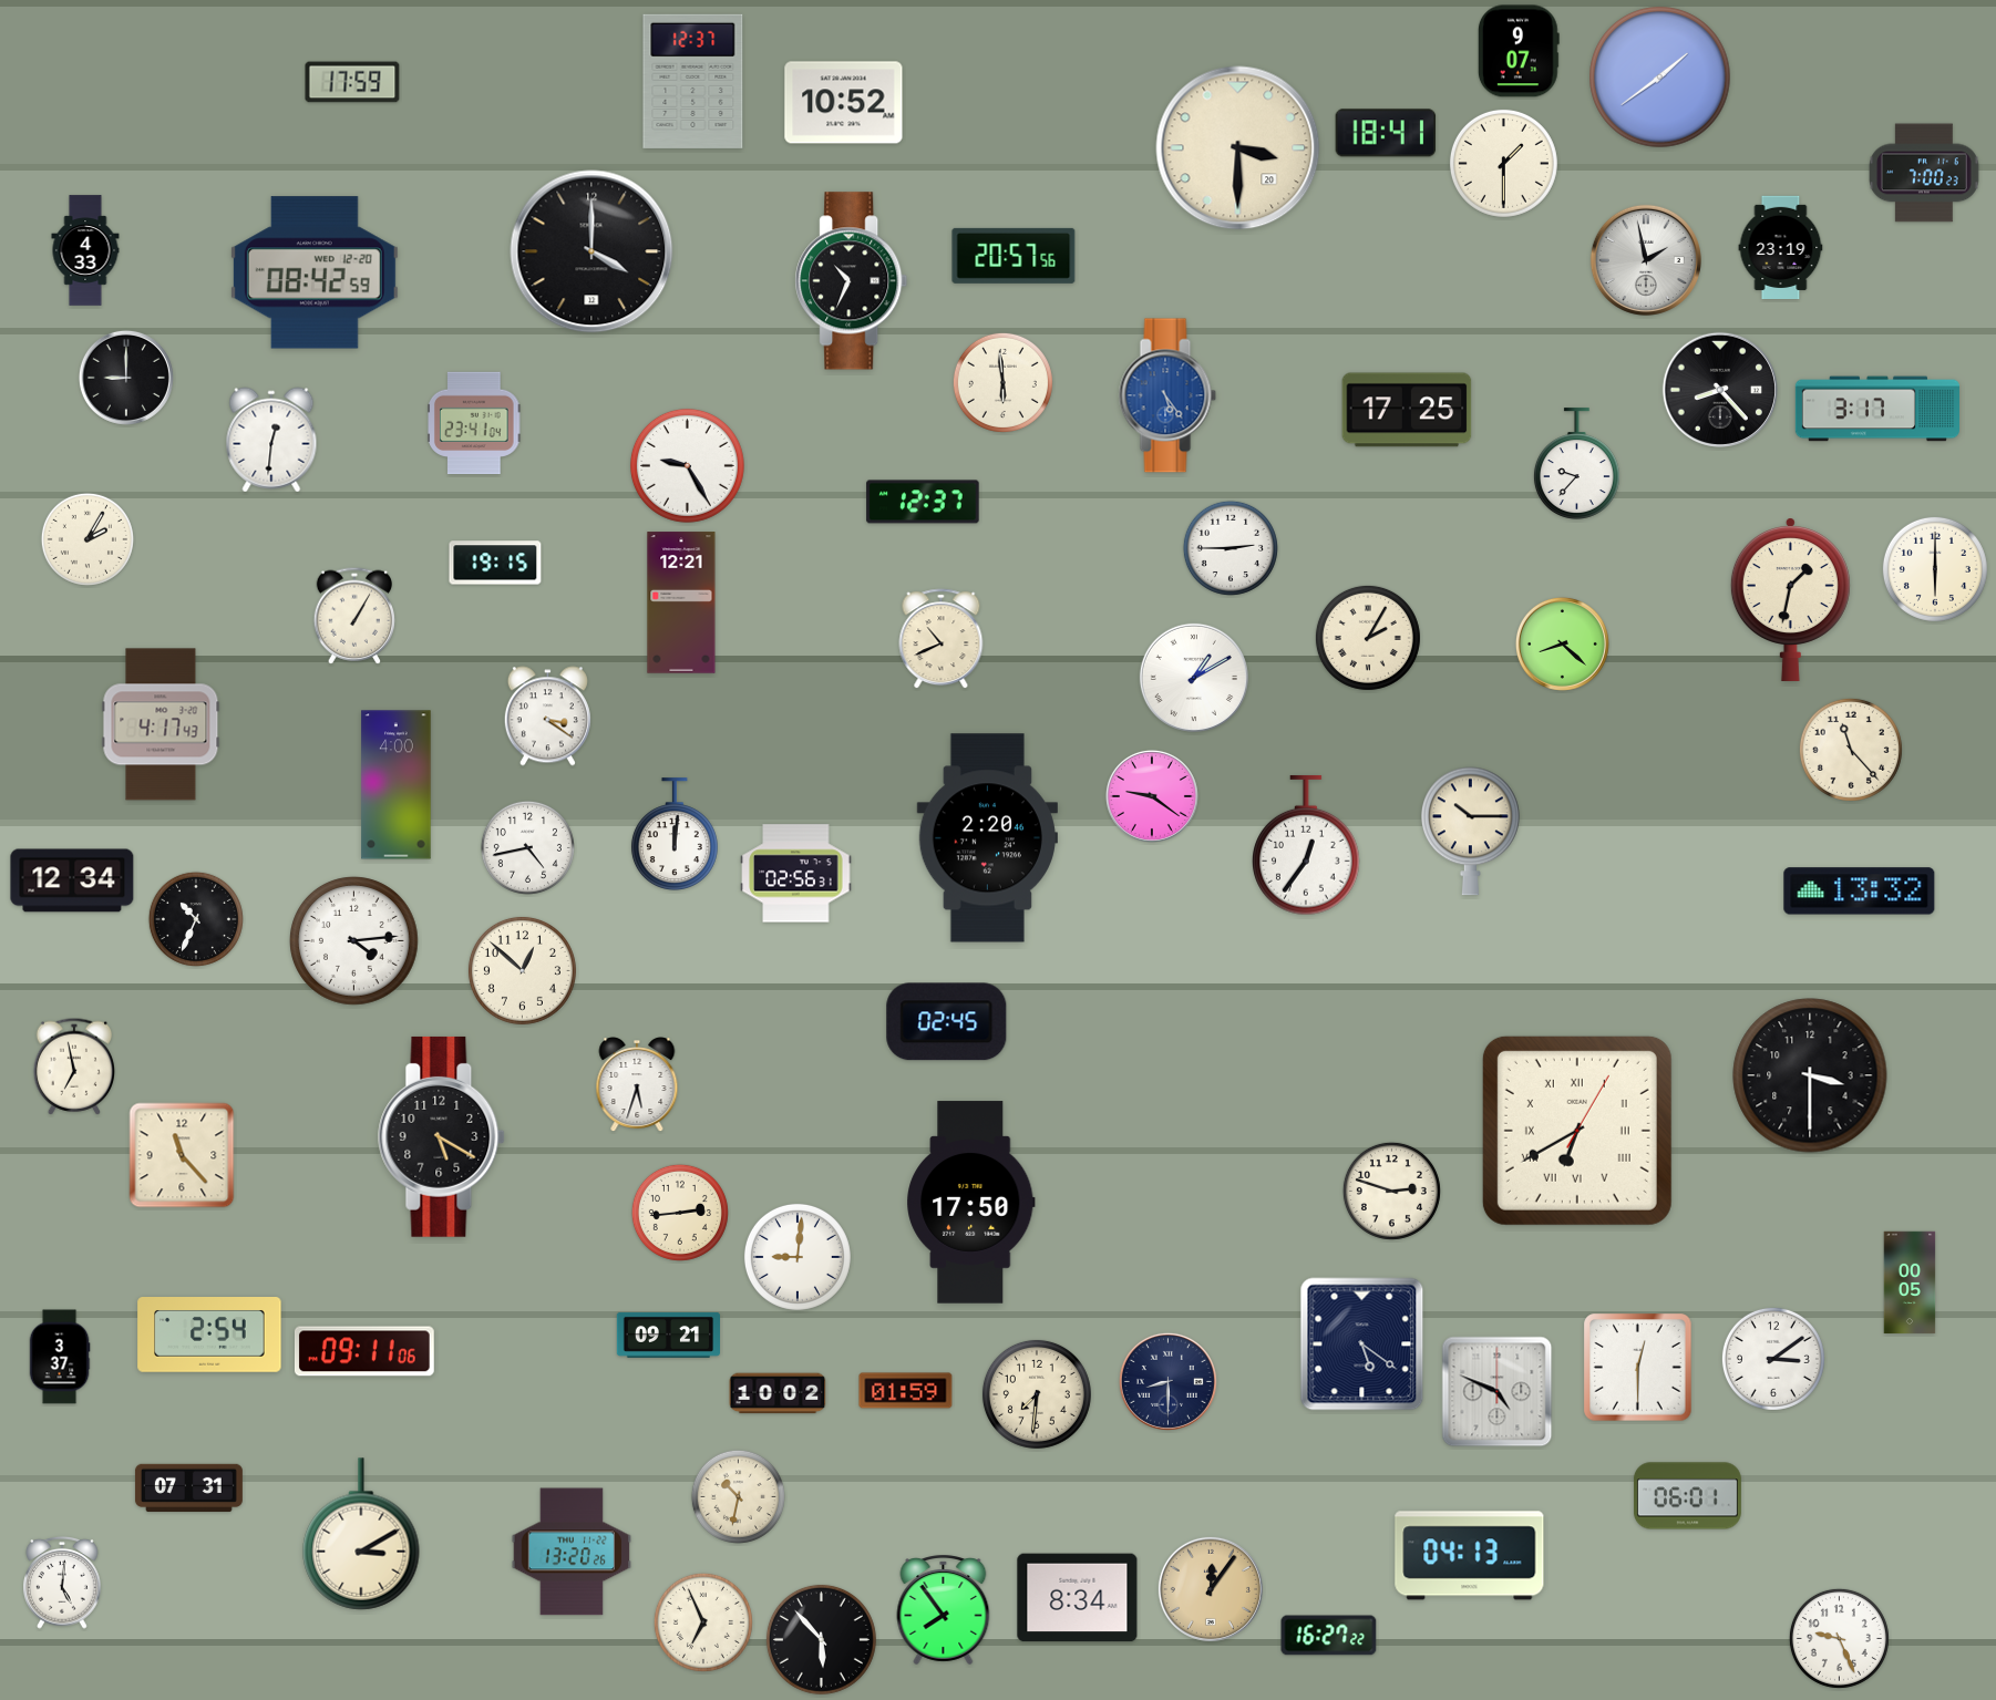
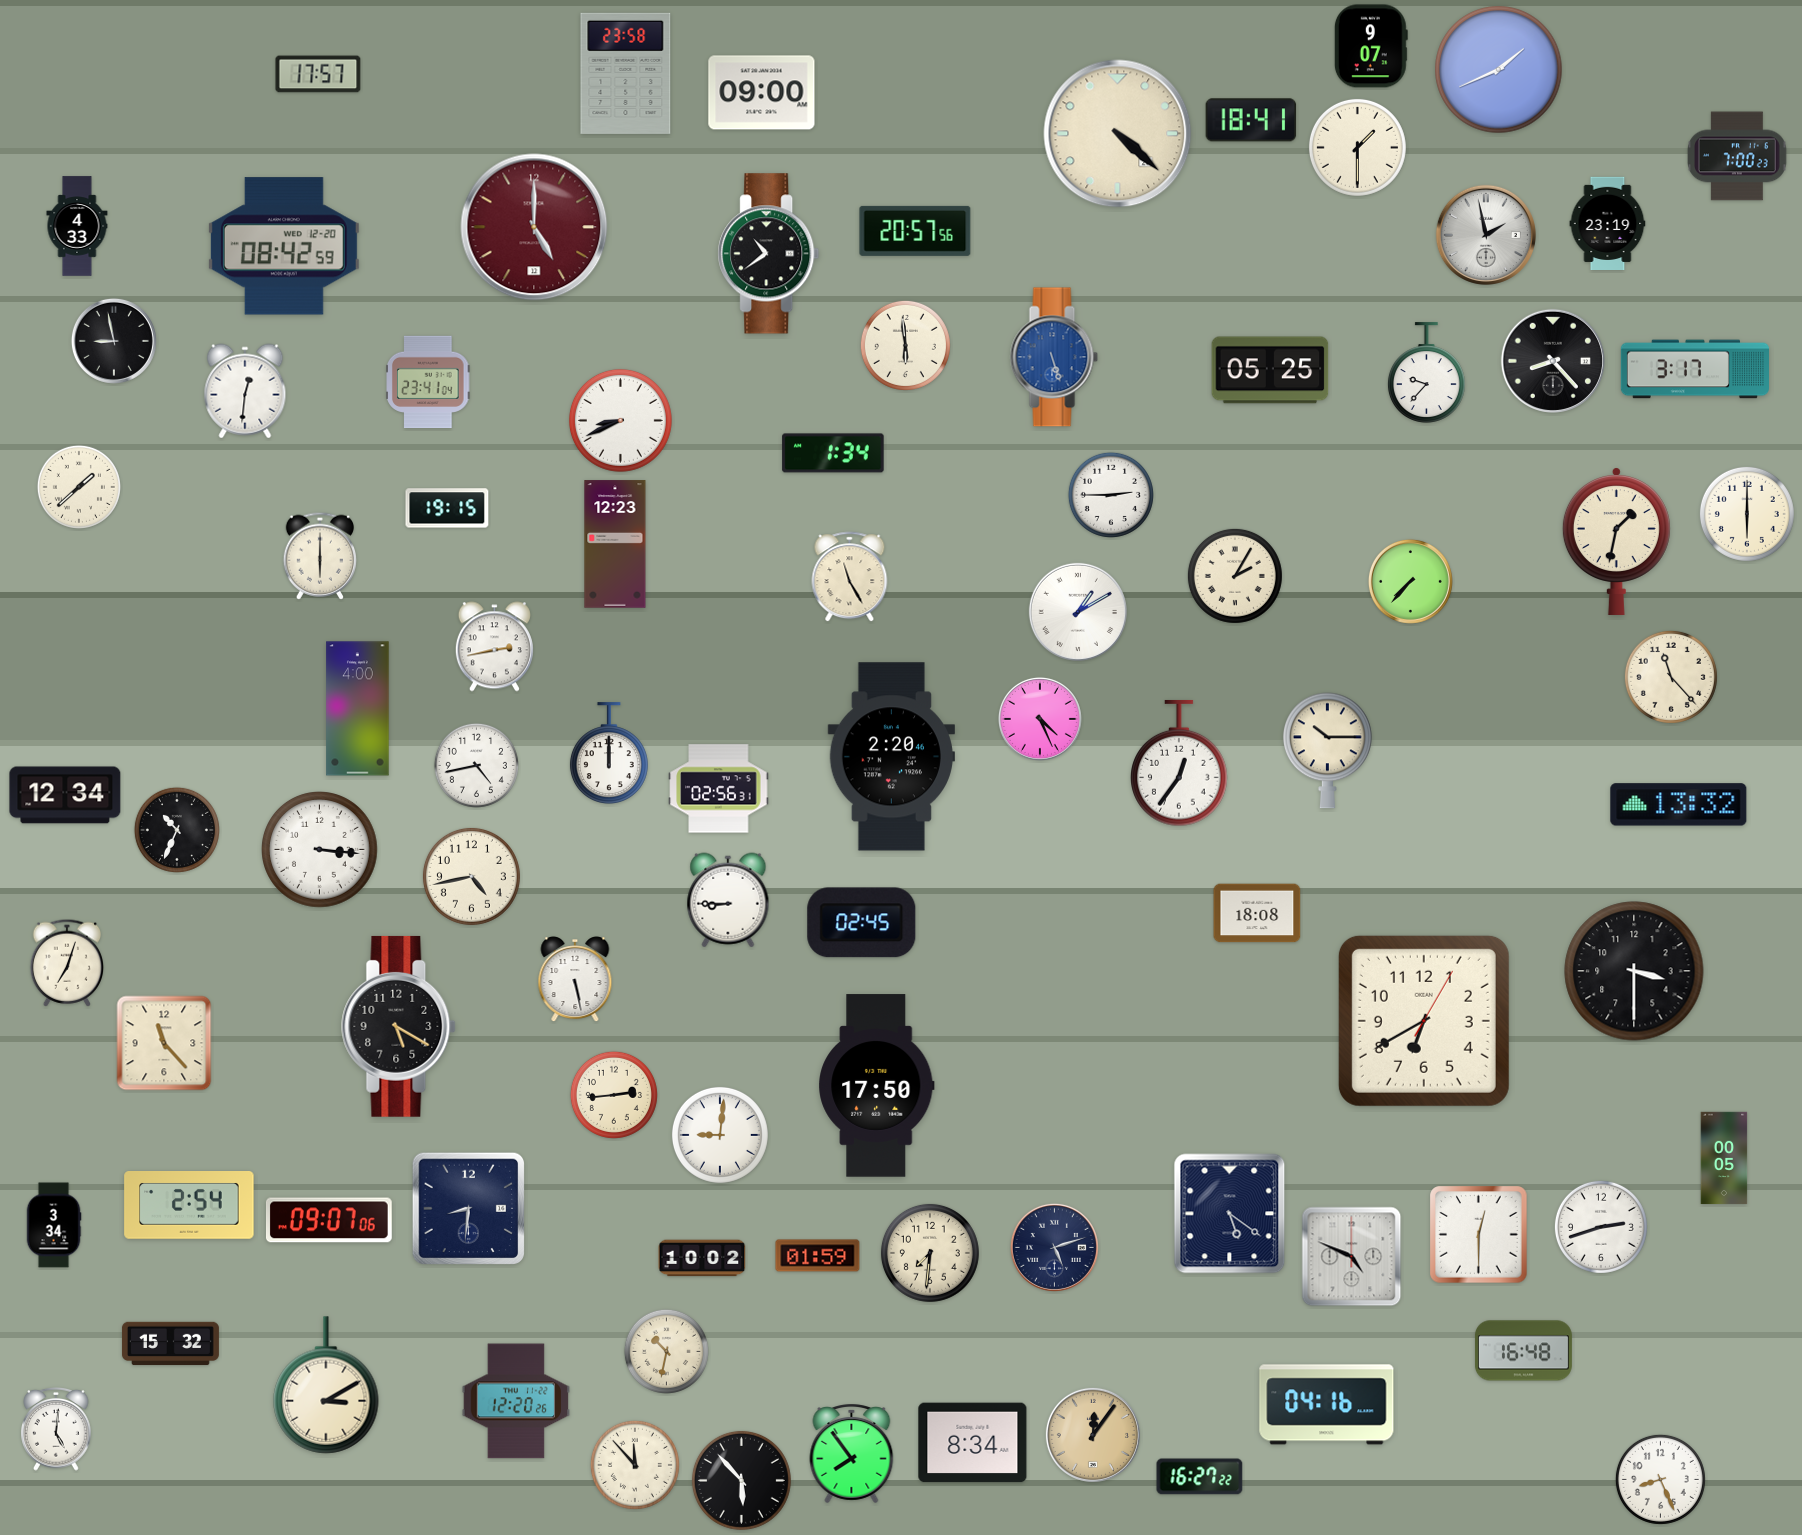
clock at (1660, 78): 1:39 -> 1:41
clock at (693, 81): 12:37 -> 23:58
clock at (352, 82): 17:59 -> 17:57
clock at (844, 103): 10:52 -> 09:00
clock at (1238, 148): 3:30 -> 4:22
clock at (591, 251): 4:00 -> 5:00
clock at (591, 251) dial: black -> burgundy
clock at (852, 281): 10:34 -> 10:39
clock at (126, 378): 9:00 -> 8:58
clock at (1720, 390) position: (1720, 390) -> (1553, 361)
clock at (1167, 395): 5:24 -> 5:27
clock at (1407, 410): 17:25 -> 05:25
clock at (271, 440) position: (271, 440) -> (245, 391)
clock at (1576, 464) position: (1576, 464) -> (1426, 373)
clock at (687, 465): 9:25 -> 8:41
clock at (923, 502): 12:37 -> 1:34
clock at (88, 539): 2:05 -> 1:38
clock at (681, 602): 12:21 -> 12:23
clock at (354, 616): 1:05 -> 6:00
clock at (942, 639): 10:41 -> 11:25
clock at (1562, 643): 8:22 -> 7:37
clock at (547, 717): 3:21 -> 2:43
clock at (161, 724): 4:17 -> none
clock at (1152, 796): 9:21 -> 4:26
clock at (675, 834): 12:01 -> 12:00
clock at (354, 941): 4:14 -> 3:16
clock at (522, 970): 12:52 -> 4:43
clock at (728, 900): none -> 8:45
clock at (1257, 913): none -> 18:08
clock at (947, 1022) position: (947, 1022) -> (862, 923)
clock at (74, 1067): 6:58 -> 7:03
clock at (637, 1085): 5:33 -> 5:28
clock at (1577, 1131) numerals: Roman -> Arabic
clock at (1391, 1191): 2:48 -> none
clock at (668, 1335): 09:21 -> none
clock at (469, 1209): none -> 8:31
clock at (364, 1351): 09:11 -> 09:07
clock at (60, 1357): 3:37 -> 3:34
clock at (1773, 1359): 3:09 -> 2:42
clock at (1167, 1381): 8:30 -> 5:12
clock at (1037, 1394) position: (1037, 1394) -> (930, 1253)
clock at (188, 1488): 07:31 -> 15:32
clock at (1687, 1496): 06:01 -> 16:48
clock at (572, 1552): 13:20 -> 12:20
clock at (1470, 1556): 04:13 -> 04:16
clock at (703, 1622): 6:56 -> 11:53
clock at (1839, 1638): 9:26 -> 8:26
